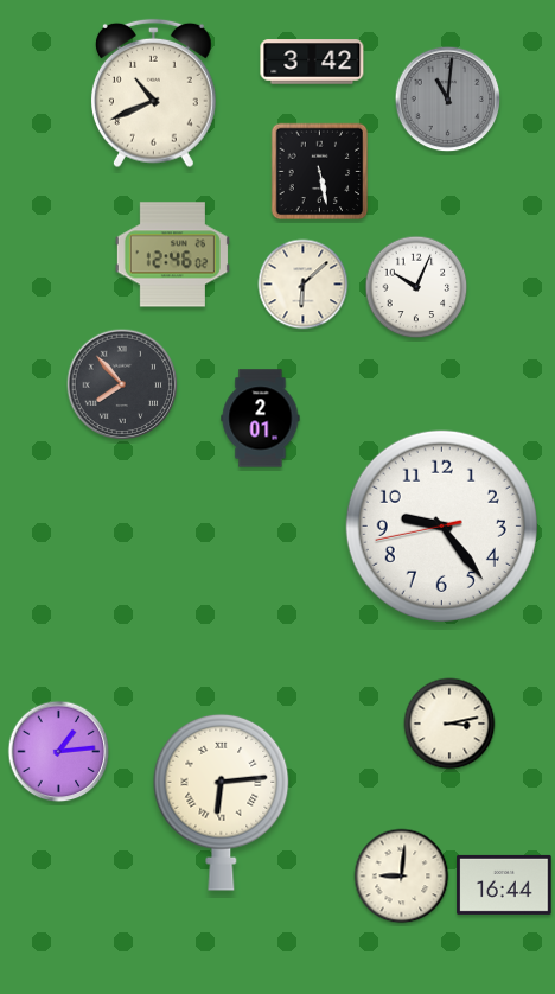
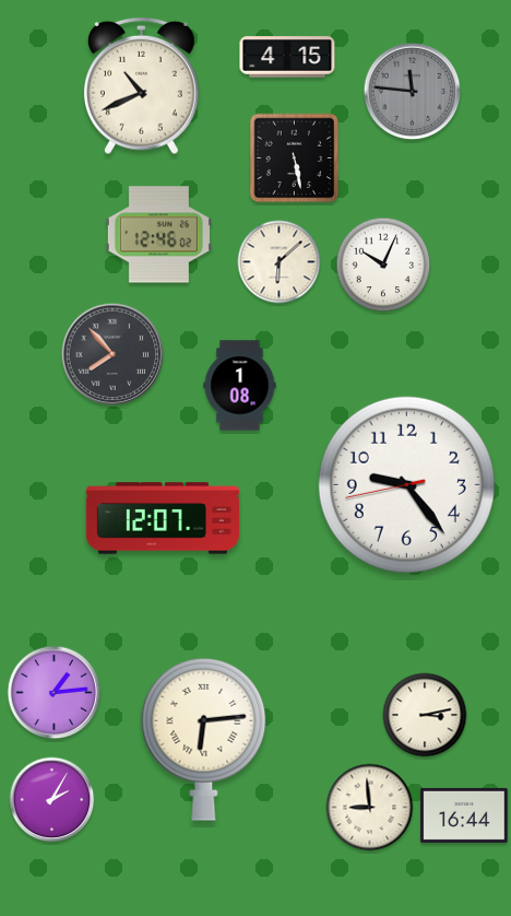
clock at (312, 62): 3:42 -> 4:15
clock at (448, 100): 11:01 -> 11:46
clock at (261, 419): 2:01 -> 1:08
clock at (163, 518): none -> 12:07
clock at (449, 724) position: (449, 724) -> (425, 715)
clock at (52, 800): none -> 2:05
clock at (402, 877): 9:01 -> 8:59
